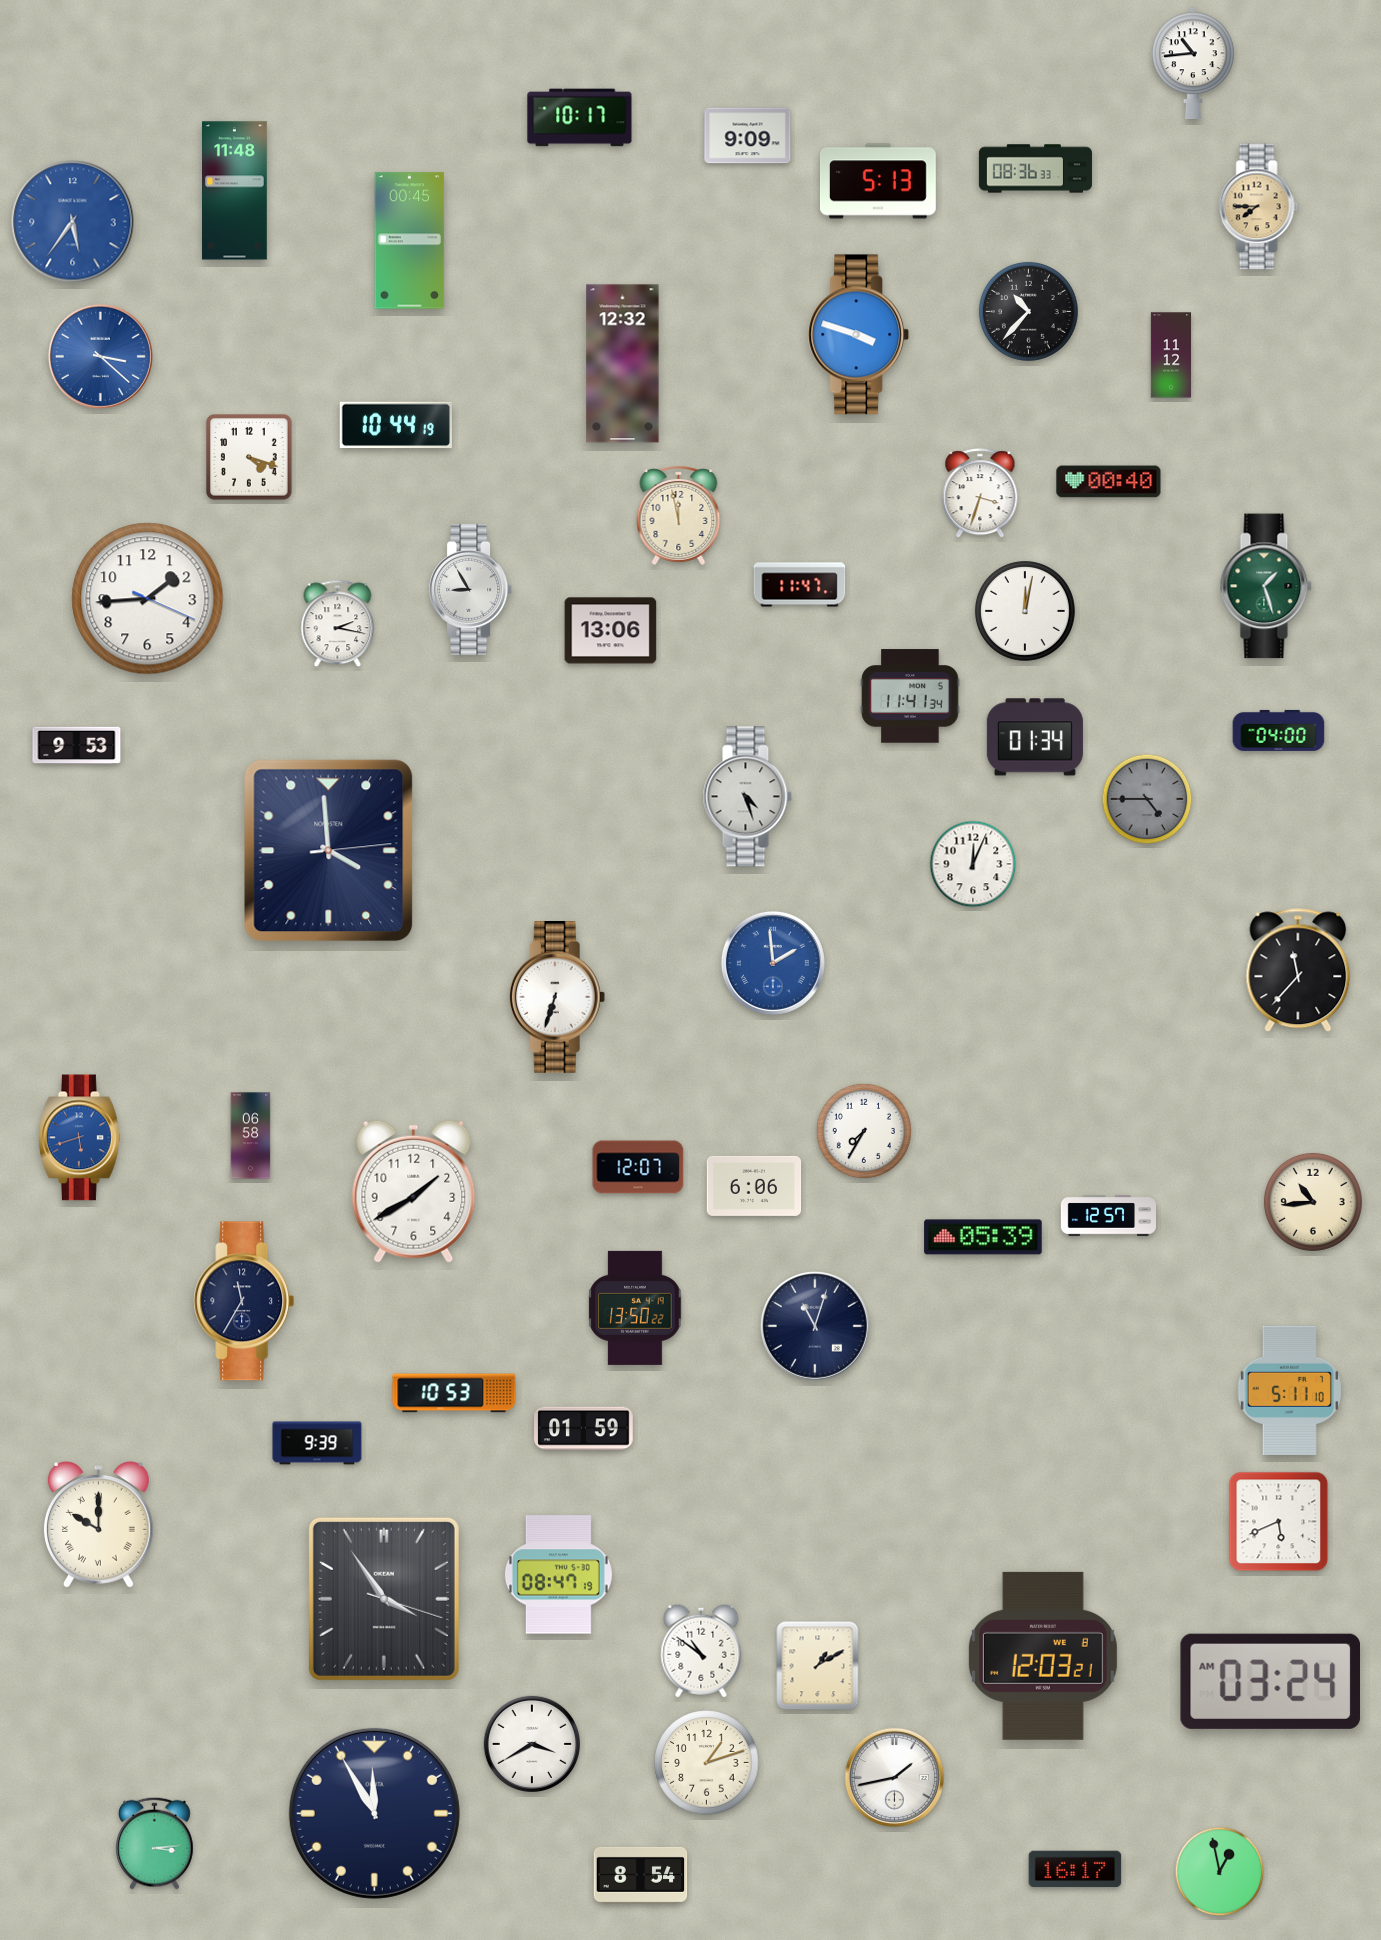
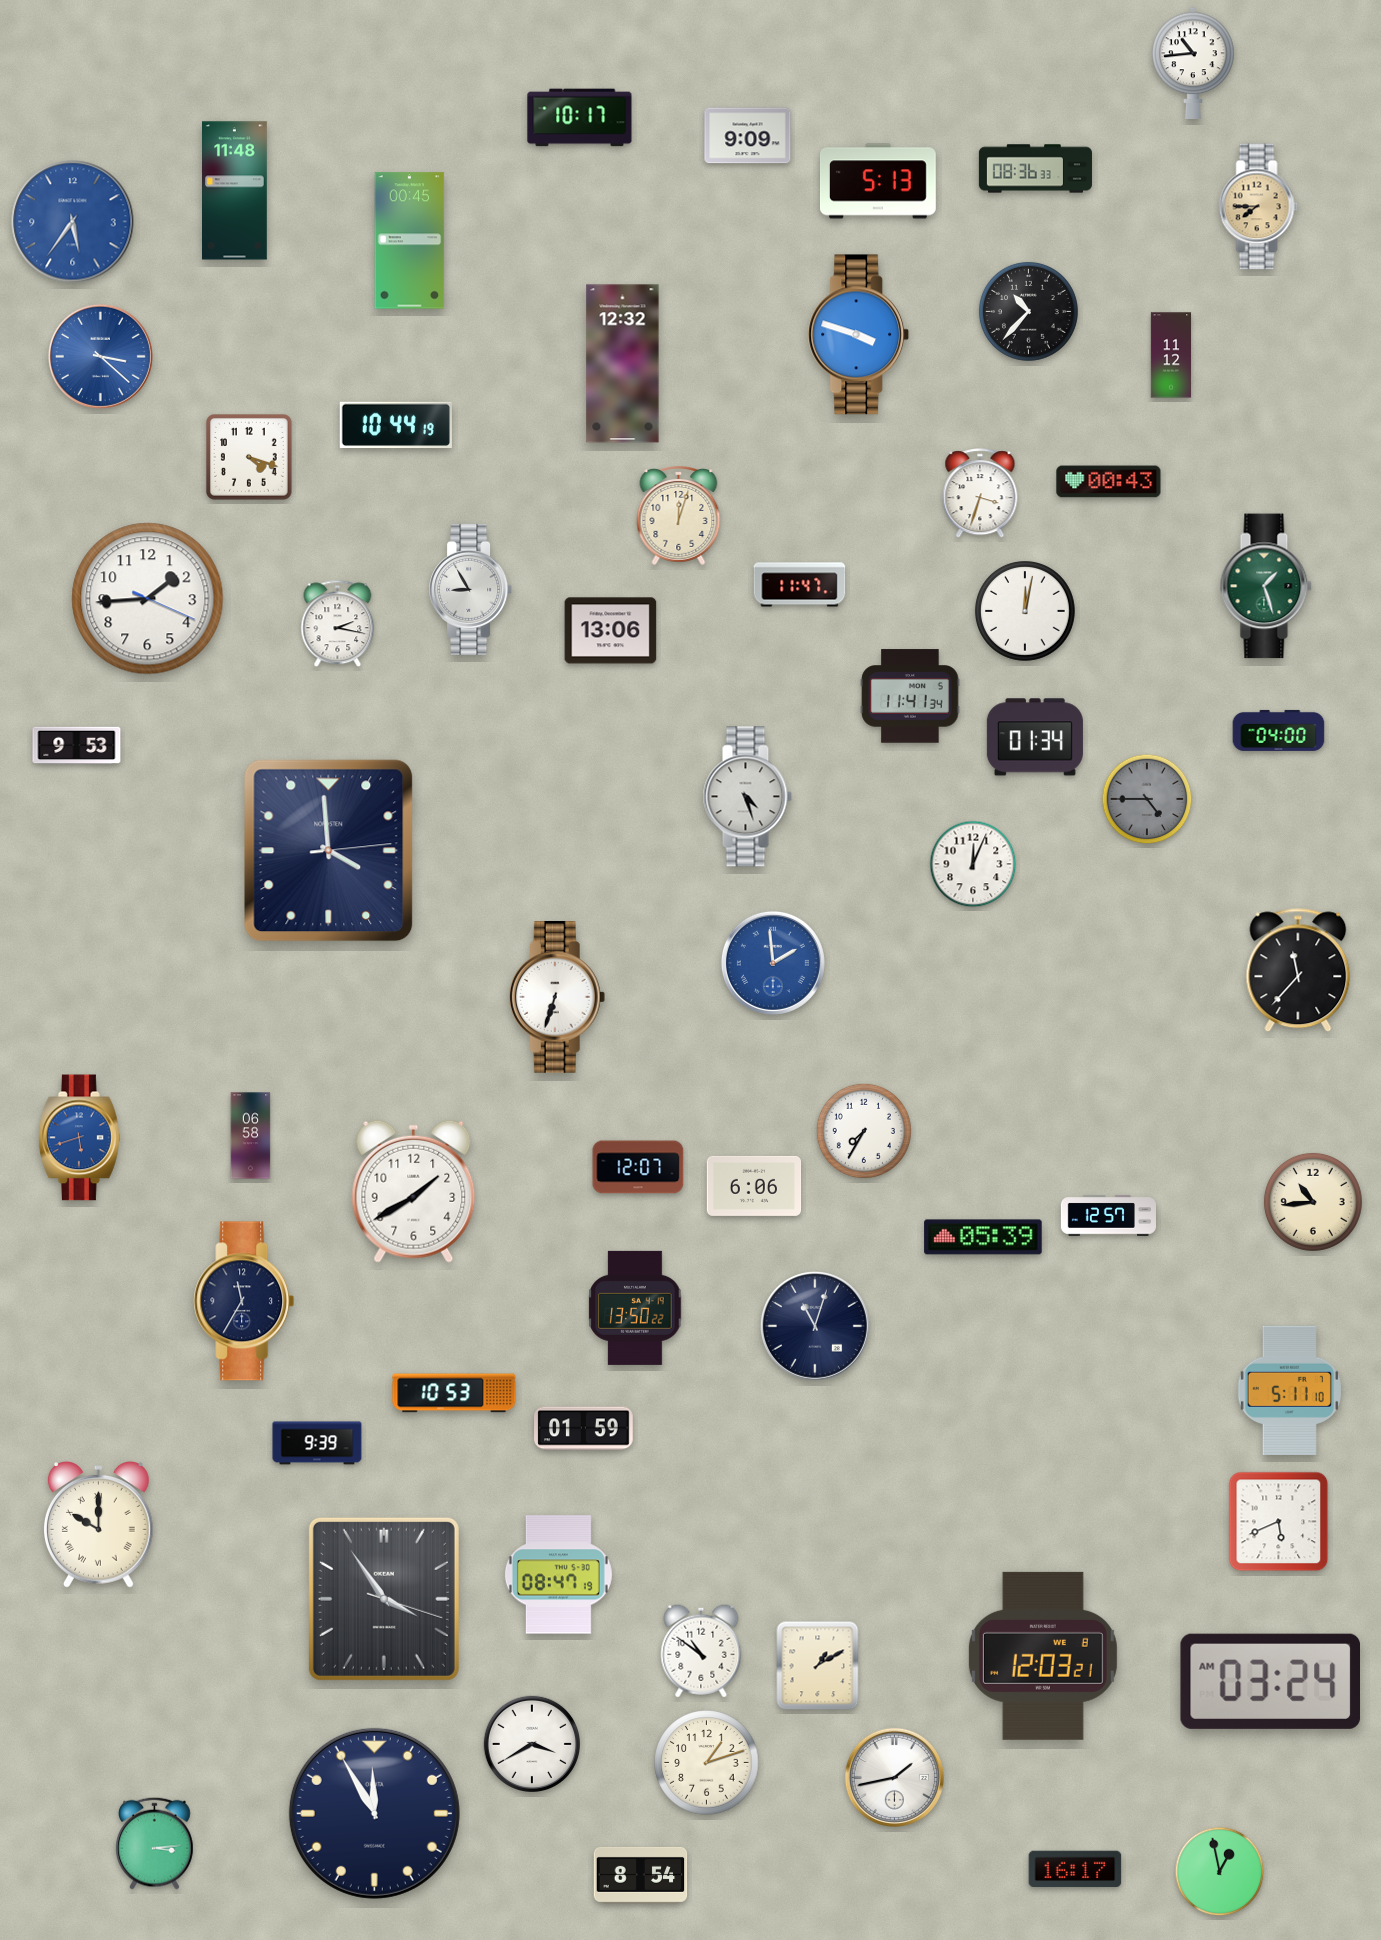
clock at (1109, 482): 00:40 -> 00:43
clock at (679, 516): 11:58 -> 12:03
